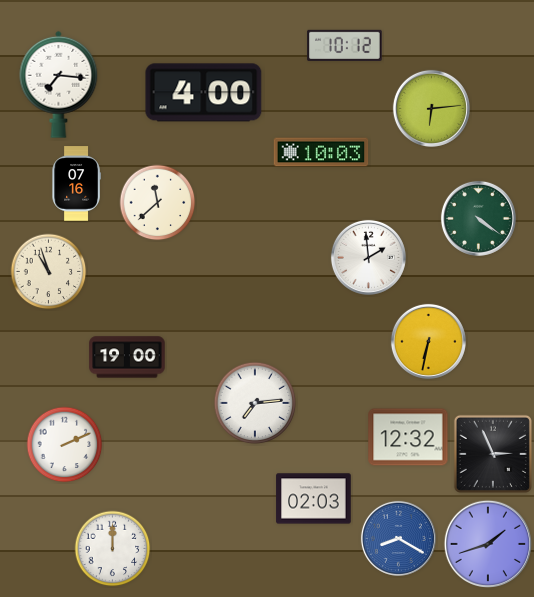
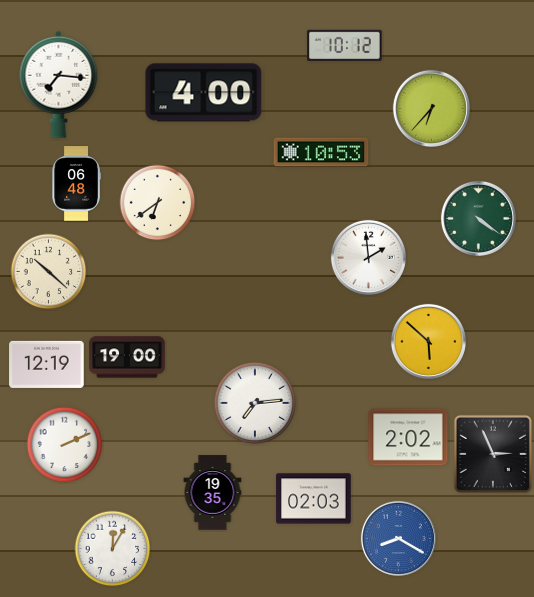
clock at (431, 108): 6:14 -> 6:37
clock at (321, 152): 10:03 -> 10:53
clock at (76, 184): 07:16 -> 06:48
clock at (158, 203): 11:38 -> 6:39
clock at (49, 272): 10:57 -> 10:22
clock at (428, 341): 6:32 -> 5:52
clock at (47, 364): none -> 12:19
clock at (408, 437): 12:32 -> 2:02
clock at (213, 493): none -> 19:35
clock at (487, 543): 1:42 -> none
clock at (113, 549): 12:00 -> 12:05
